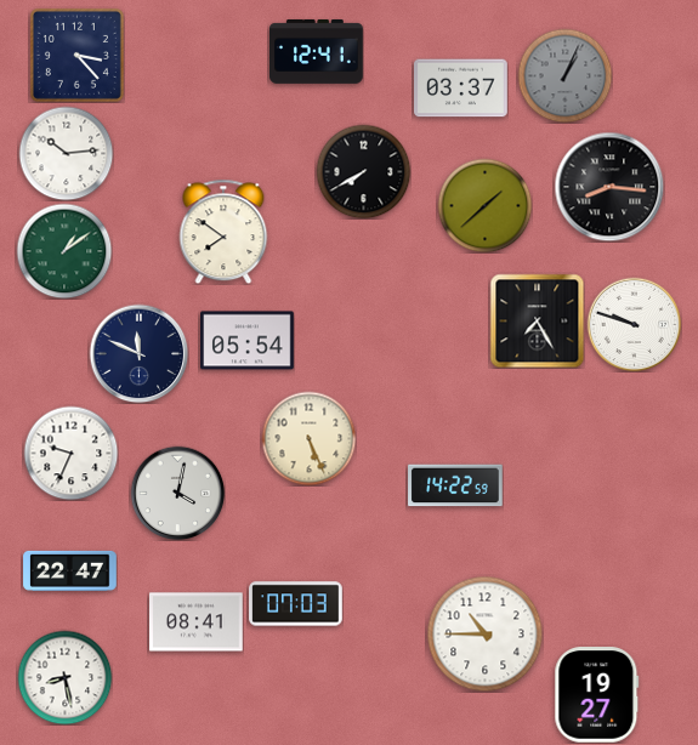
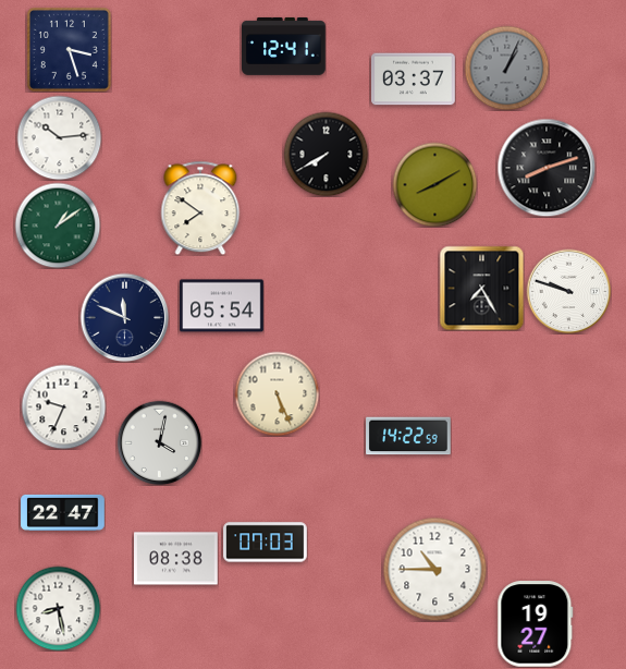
clock at (76, 55): 3:23 -> 3:27
clock at (609, 187): 8:16 -> 8:12
clock at (484, 205): 1:38 -> 8:10
clock at (197, 622): 08:41 -> 08:38
